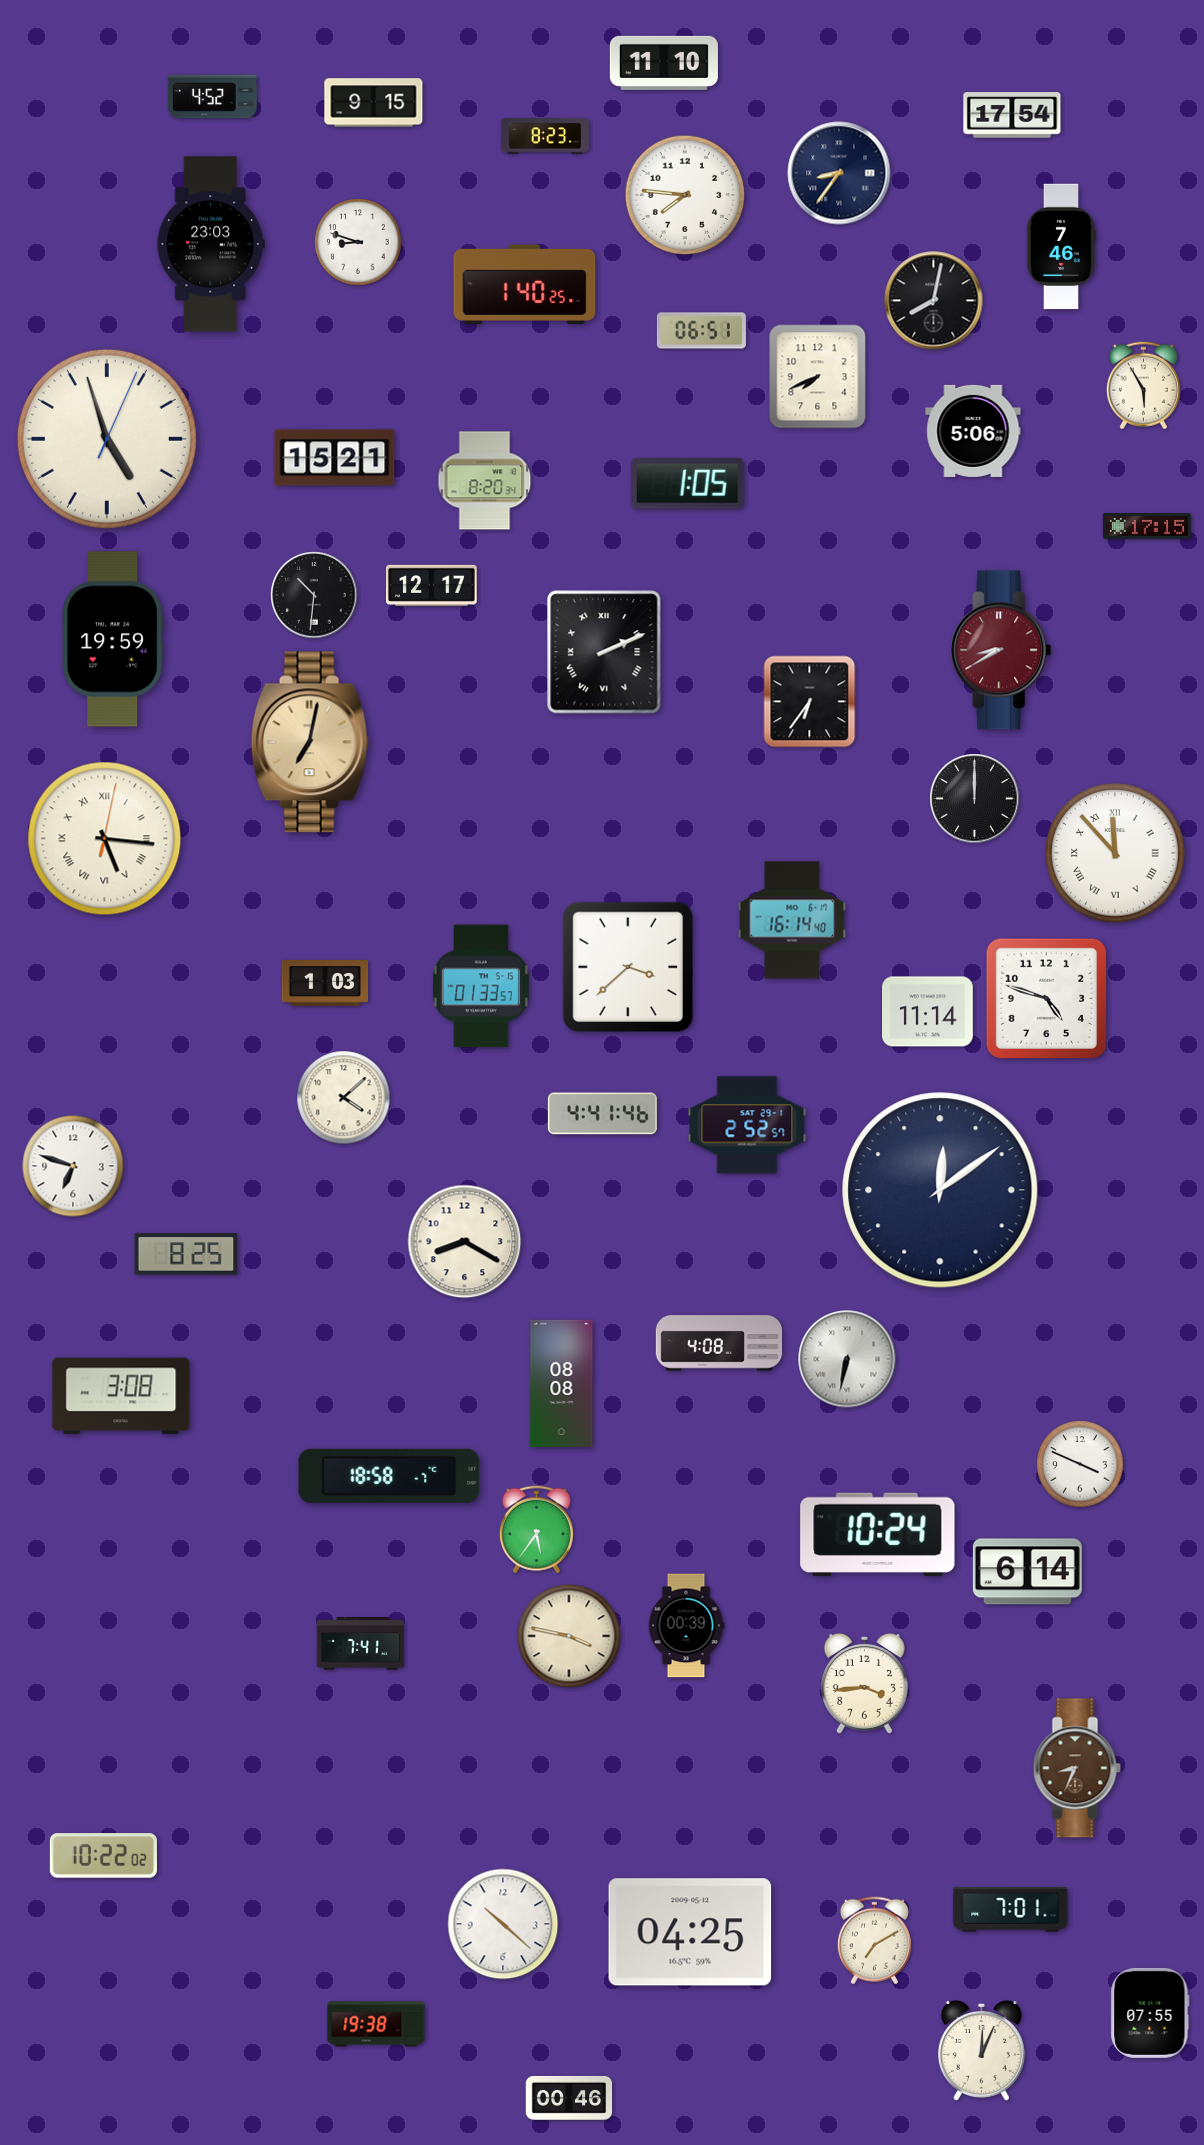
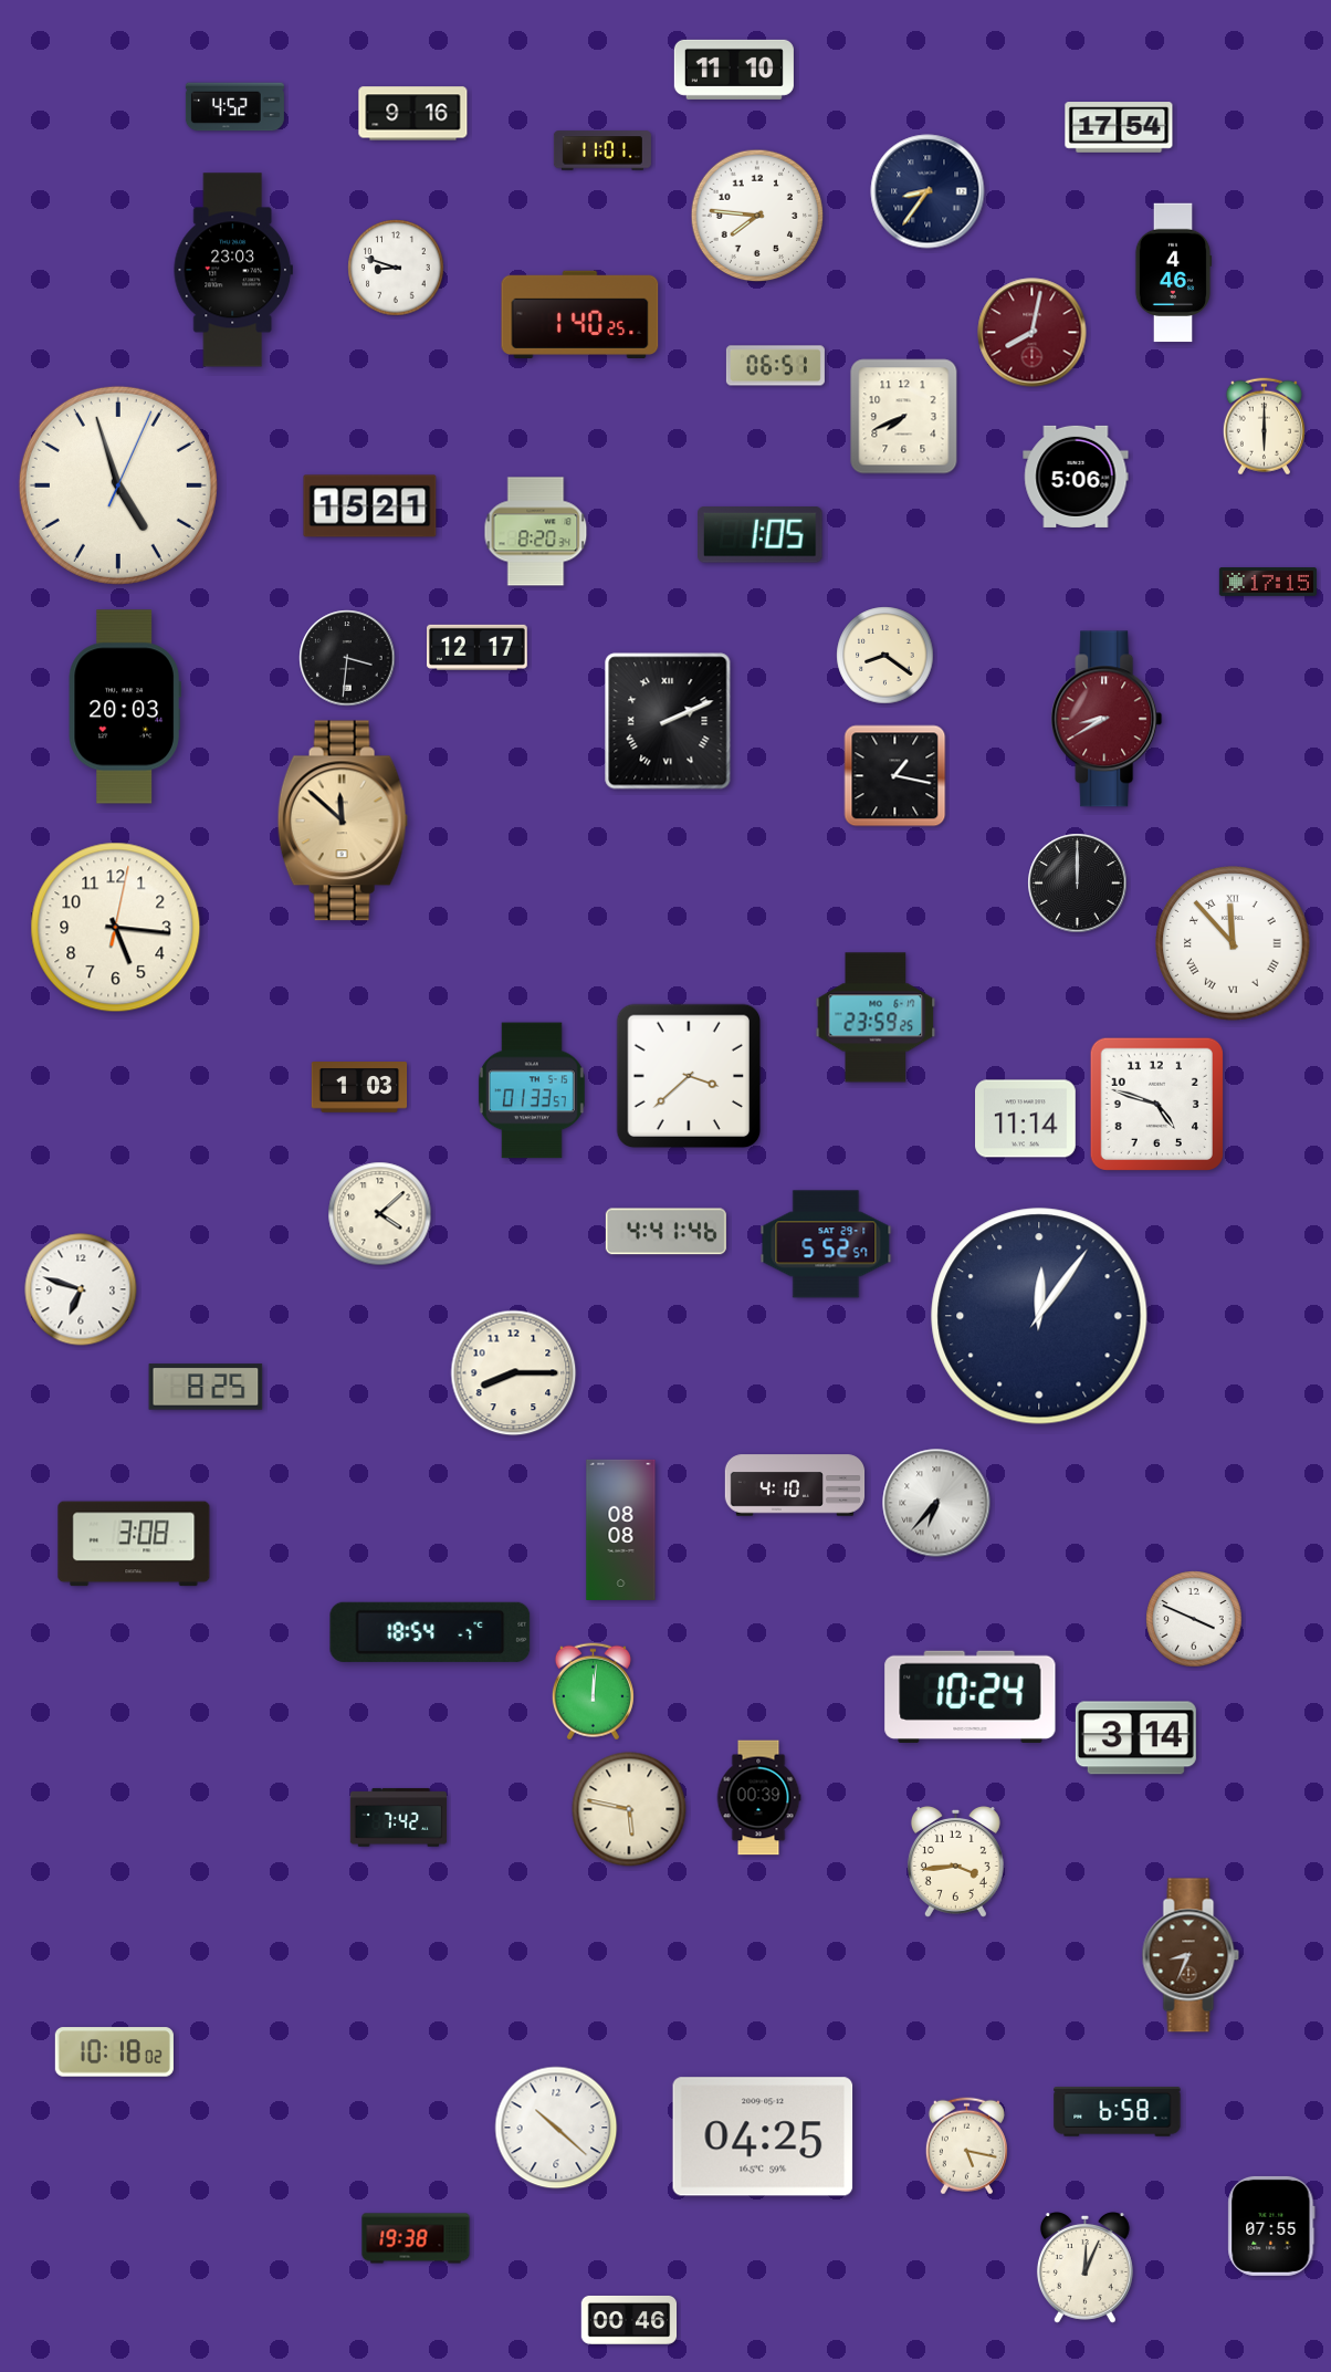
clock at (374, 103): 9:15 -> 9:16
clock at (545, 136): 8:23 -> 11:01
clock at (1061, 247): 7:46 -> 4:46
clock at (934, 301) dial: black -> burgundy
clock at (1143, 386): 5:55 -> 6:00
clock at (885, 656): none -> 8:21
clock at (314, 595): 10:31 -> 3:31
clock at (113, 639): 19:59 -> 20:03
clock at (810, 702): 6:36 -> 1:17
clock at (310, 742): 7:02 -> 11:52
clock at (105, 839) numerals: Roman -> Arabic
clock at (792, 920): 16:14 -> 23:59
clock at (627, 966) position: (627, 966) -> (688, 1075)
clock at (747, 1125): 2:52 -> 5:52
clock at (940, 1190): 12:09 -> 12:06
clock at (465, 1242): 8:20 -> 8:15
clock at (719, 1343): 4:08 -> 4:10
clock at (847, 1359): 6:32 -> 6:37
clock at (389, 1476): 18:58 -> 18:54
clock at (536, 1530): 5:36 -> 12:01
clock at (1027, 1572): 6:14 -> 3:14
clock at (569, 1636): 3:47 -> 5:47
clock at (360, 1644): 7:41 -> 7:42
clock at (103, 1856): 10:22 -> 10:18
clock at (1011, 1910): 7:01 -> 6:58
clock at (874, 1941): 7:10 -> 5:17
